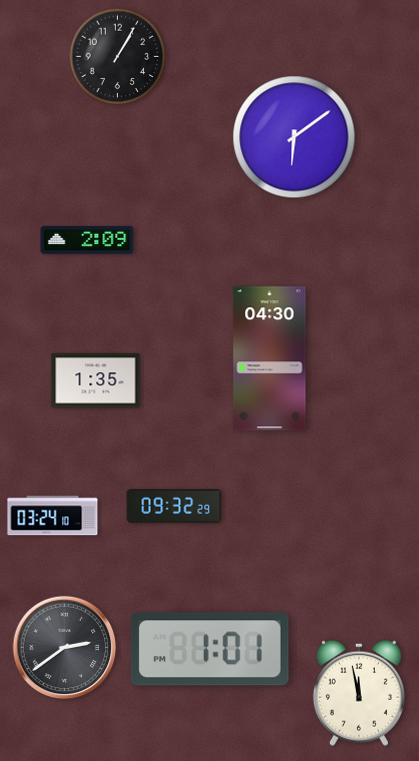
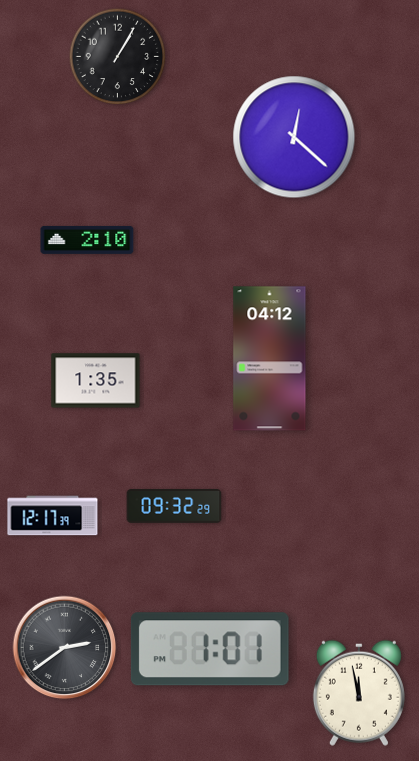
clock at (294, 137): 6:09 -> 12:22
clock at (87, 240): 2:09 -> 2:10
clock at (270, 359): 04:30 -> 04:12
clock at (53, 516): 03:24 -> 12:17
